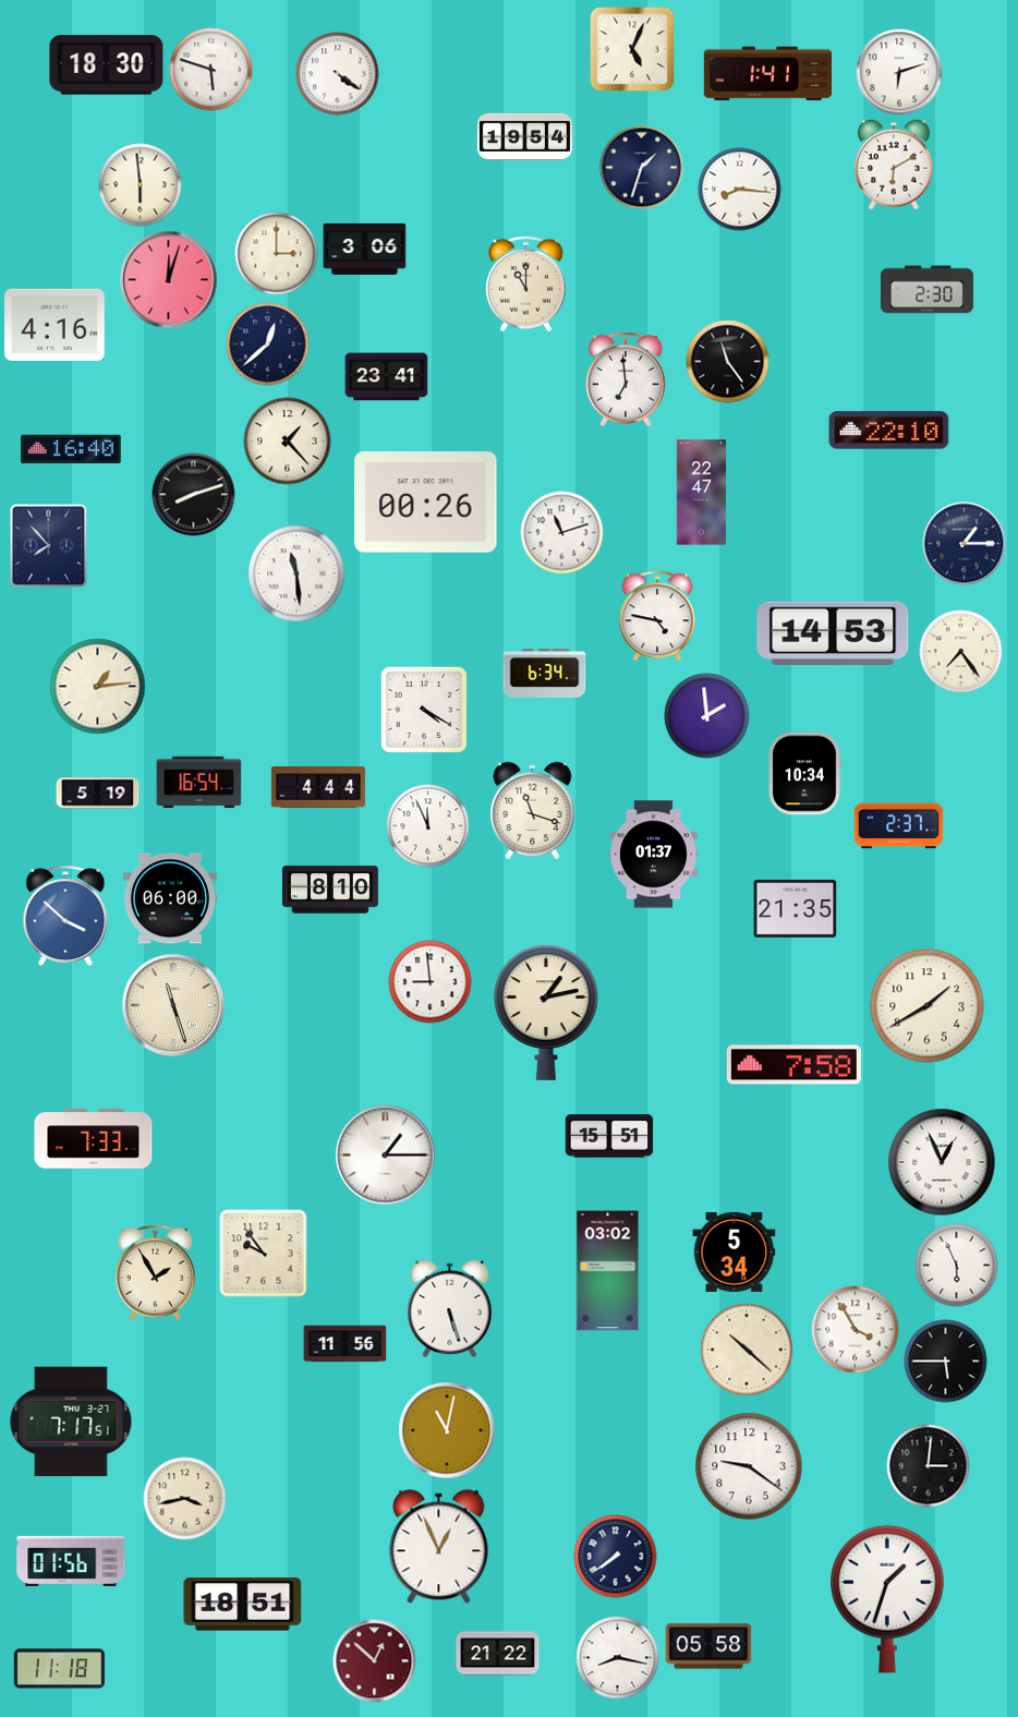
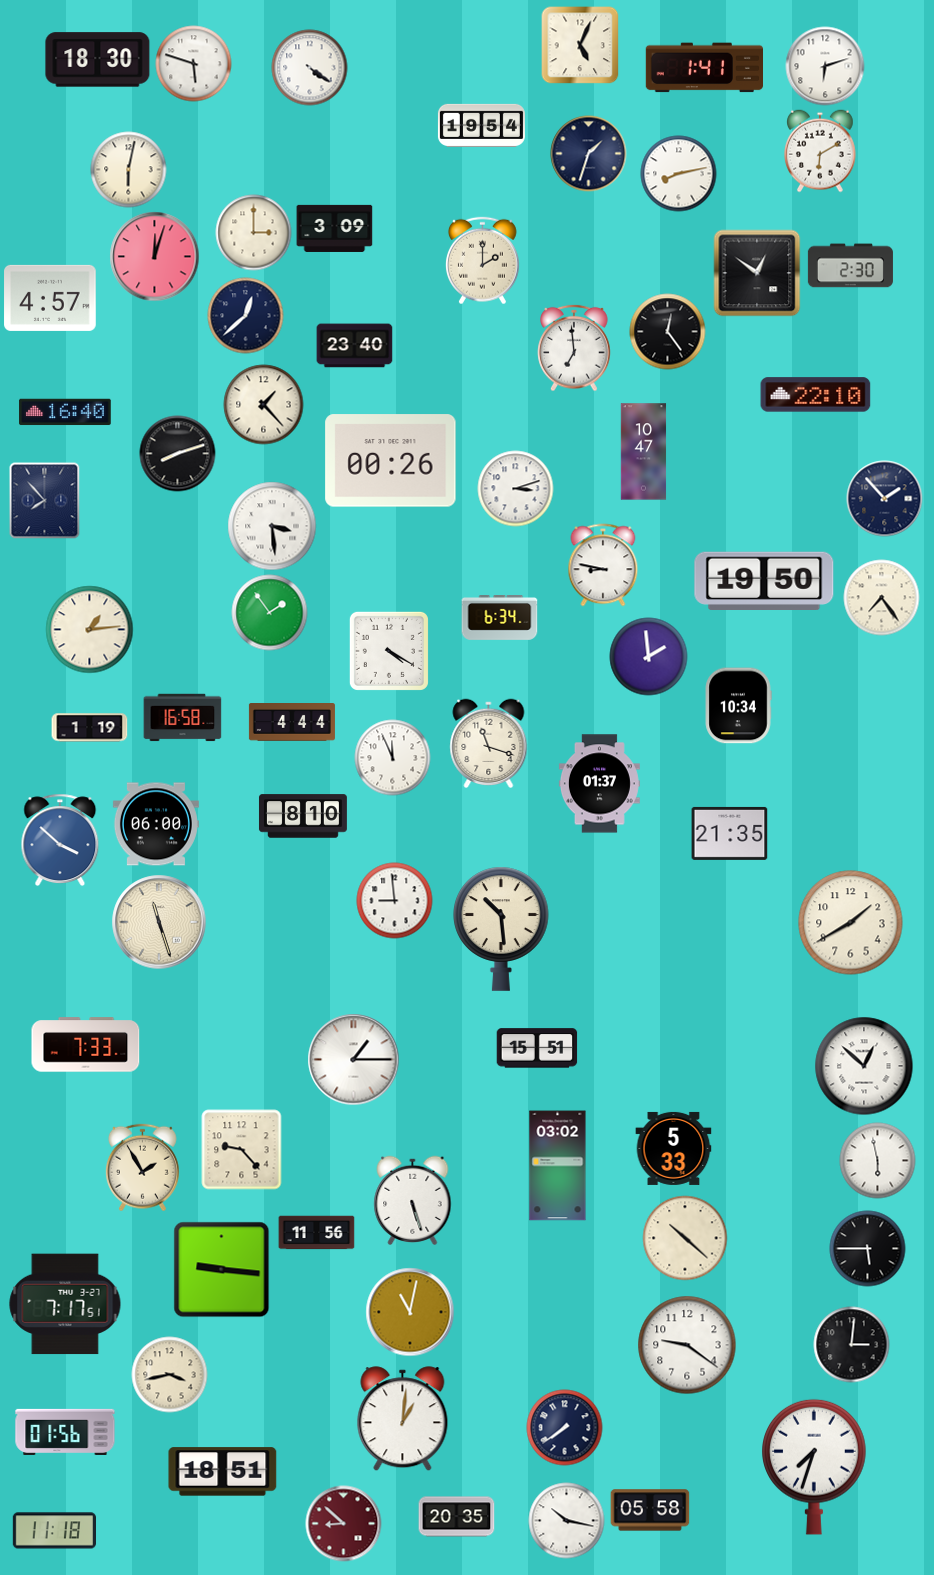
clock at (141, 185): 5:59 -> 6:02
clock at (740, 190): 8:16 -> 8:13
clock at (365, 249): 3:06 -> 3:09
clock at (525, 285): 11:00 -> 2:00
clock at (757, 273): none -> 12:51
clock at (54, 325): 4:16 -> 4:57
clock at (728, 362): 11:24 -> 12:24
clock at (387, 377): 23:41 -> 23:40
clock at (702, 493): 22:47 -> 10:47
clock at (562, 533): 11:12 -> 3:12
clock at (965, 544): 1:15 -> 1:53
clock at (296, 573): 11:29 -> 3:29
clock at (657, 616): 4:47 -> 8:47
clock at (833, 632): 14:53 -> 19:50
clock at (270, 613): none -> 1:54
clock at (804, 774) position: (804, 774) -> (738, 706)
clock at (199, 783): 16:54 -> 16:58
clock at (98, 794): 5:19 -> 1:19
clock at (899, 826): 2:37 -> none
clock at (546, 1013): 1:13 -> 10:29
clock at (793, 1065): 7:58 -> none
clock at (609, 1136) position: (609, 1136) -> (537, 1048)
clock at (942, 1162): 12:56 -> 12:52
clock at (735, 1252): 5:34 -> 5:33
clock at (264, 1254): 9:54 -> 9:23
clock at (957, 1266): 5:56 -> 5:58
clock at (856, 1330): 3:55 -> none
clock at (222, 1270): none -> 9:16
clock at (439, 1547): 12:56 -> 1:01
clock at (888, 1599): 1:33 -> 7:33
clock at (498, 1654): 21:22 -> 20:35
clock at (618, 1658): 8:17 -> 10:17
clock at (375, 1661): 12:52 -> 8:52
